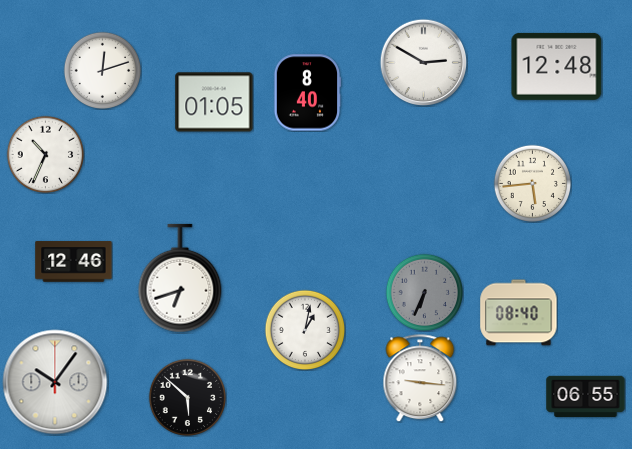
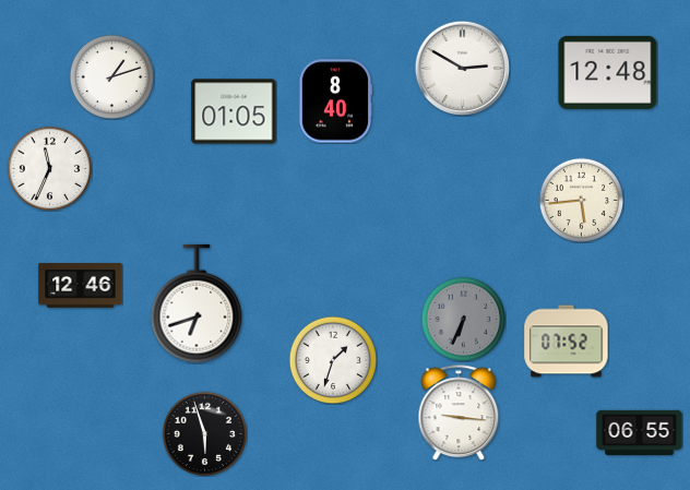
clock at (102, 70): 12:12 -> 1:12
clock at (45, 154): 10:34 -> 11:34
clock at (519, 313): 08:40 -> 07:52
clock at (305, 330): 1:02 -> 1:33
clock at (55, 382): 10:06 -> none
clock at (187, 397): 5:52 -> 5:57
